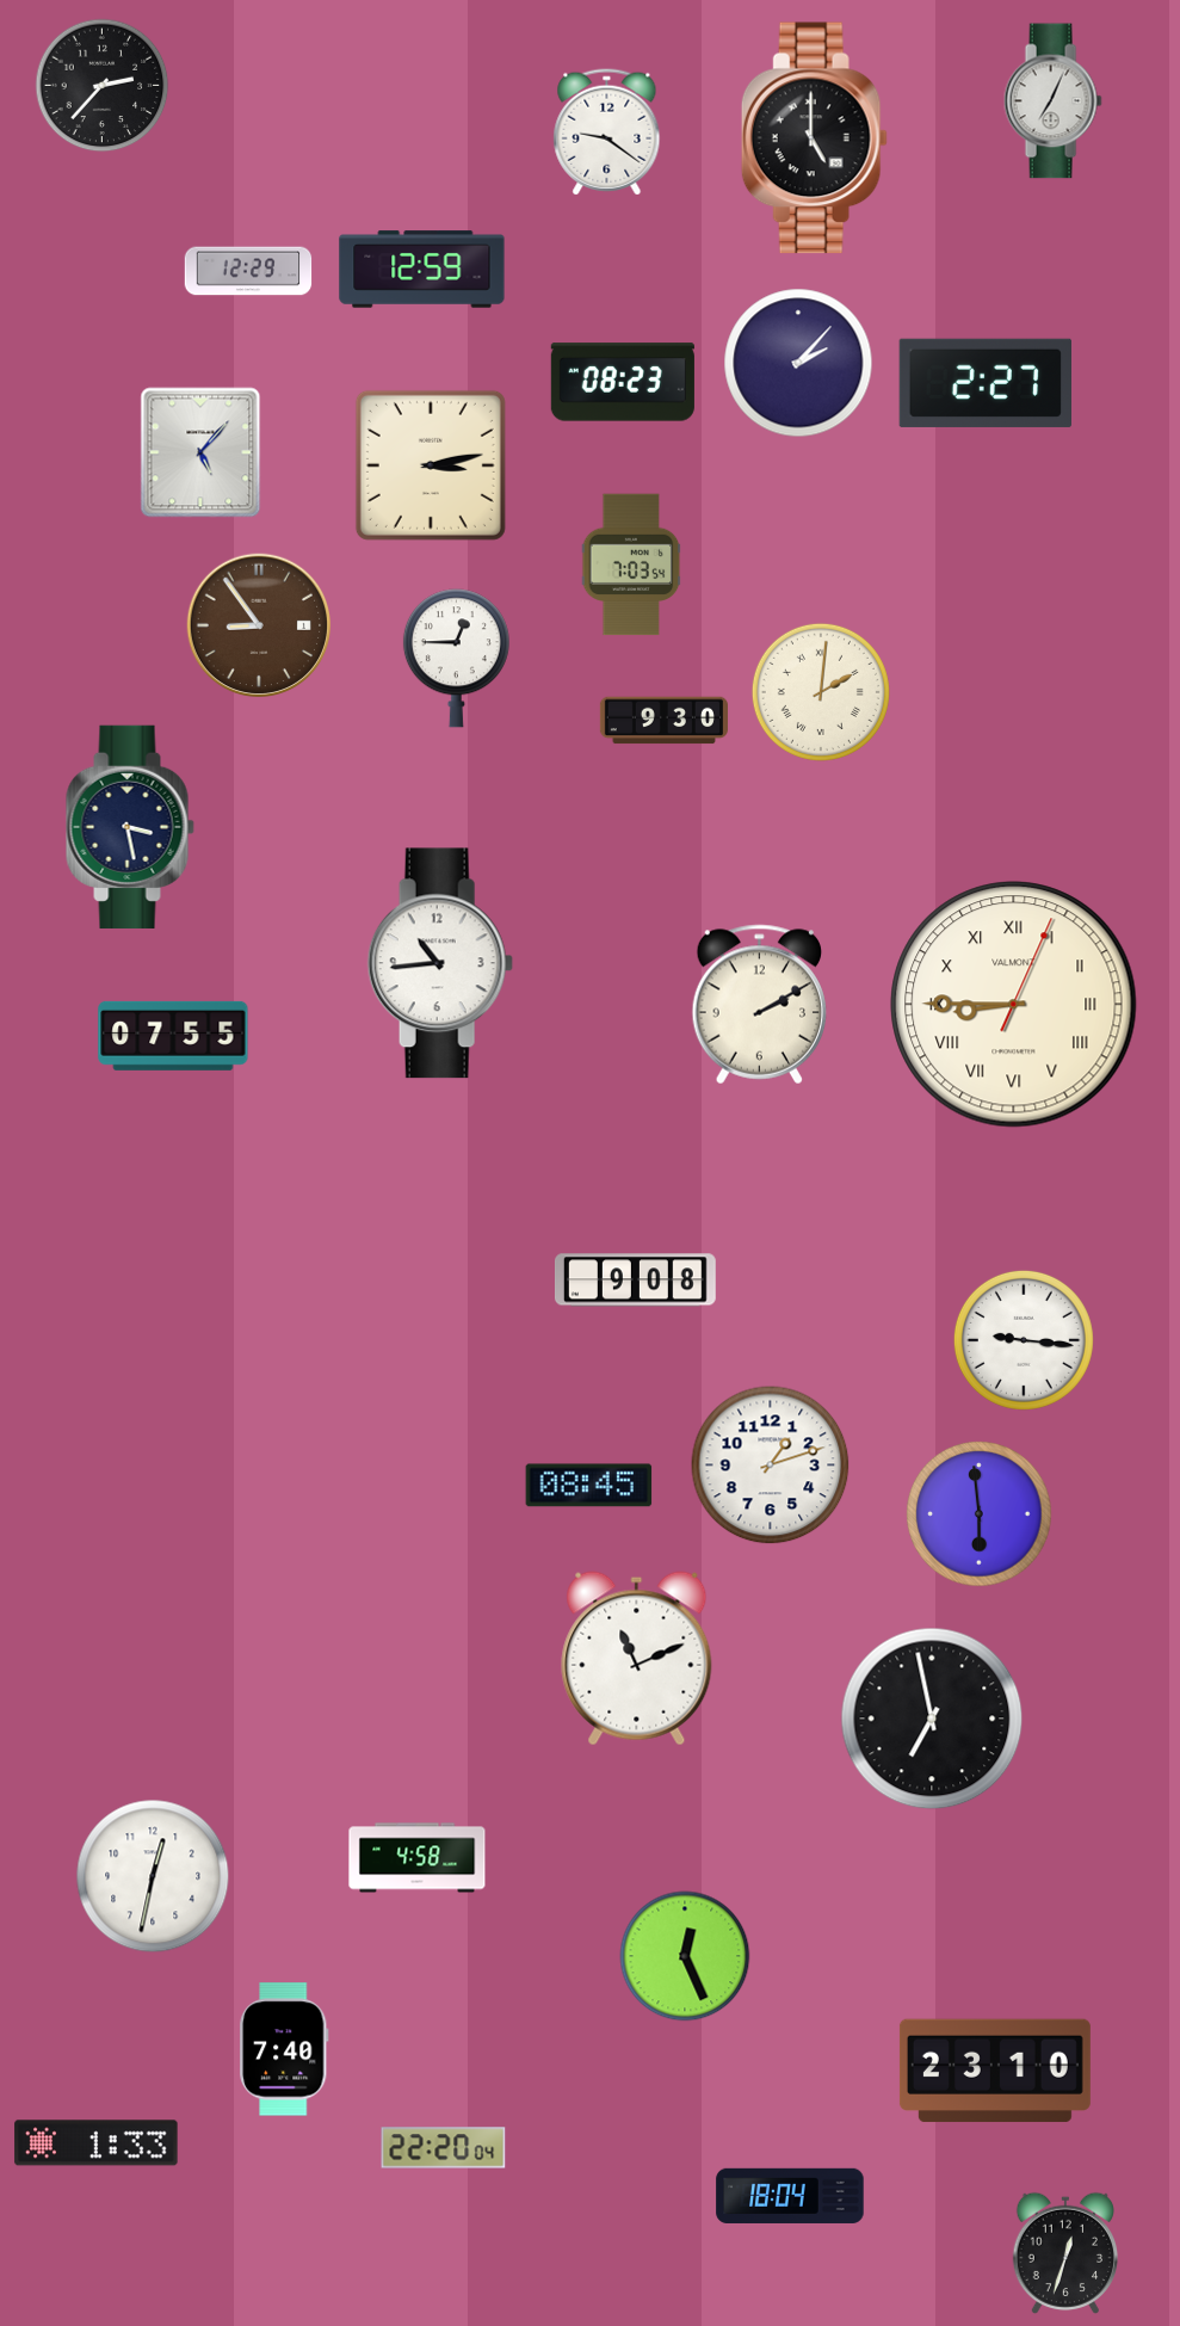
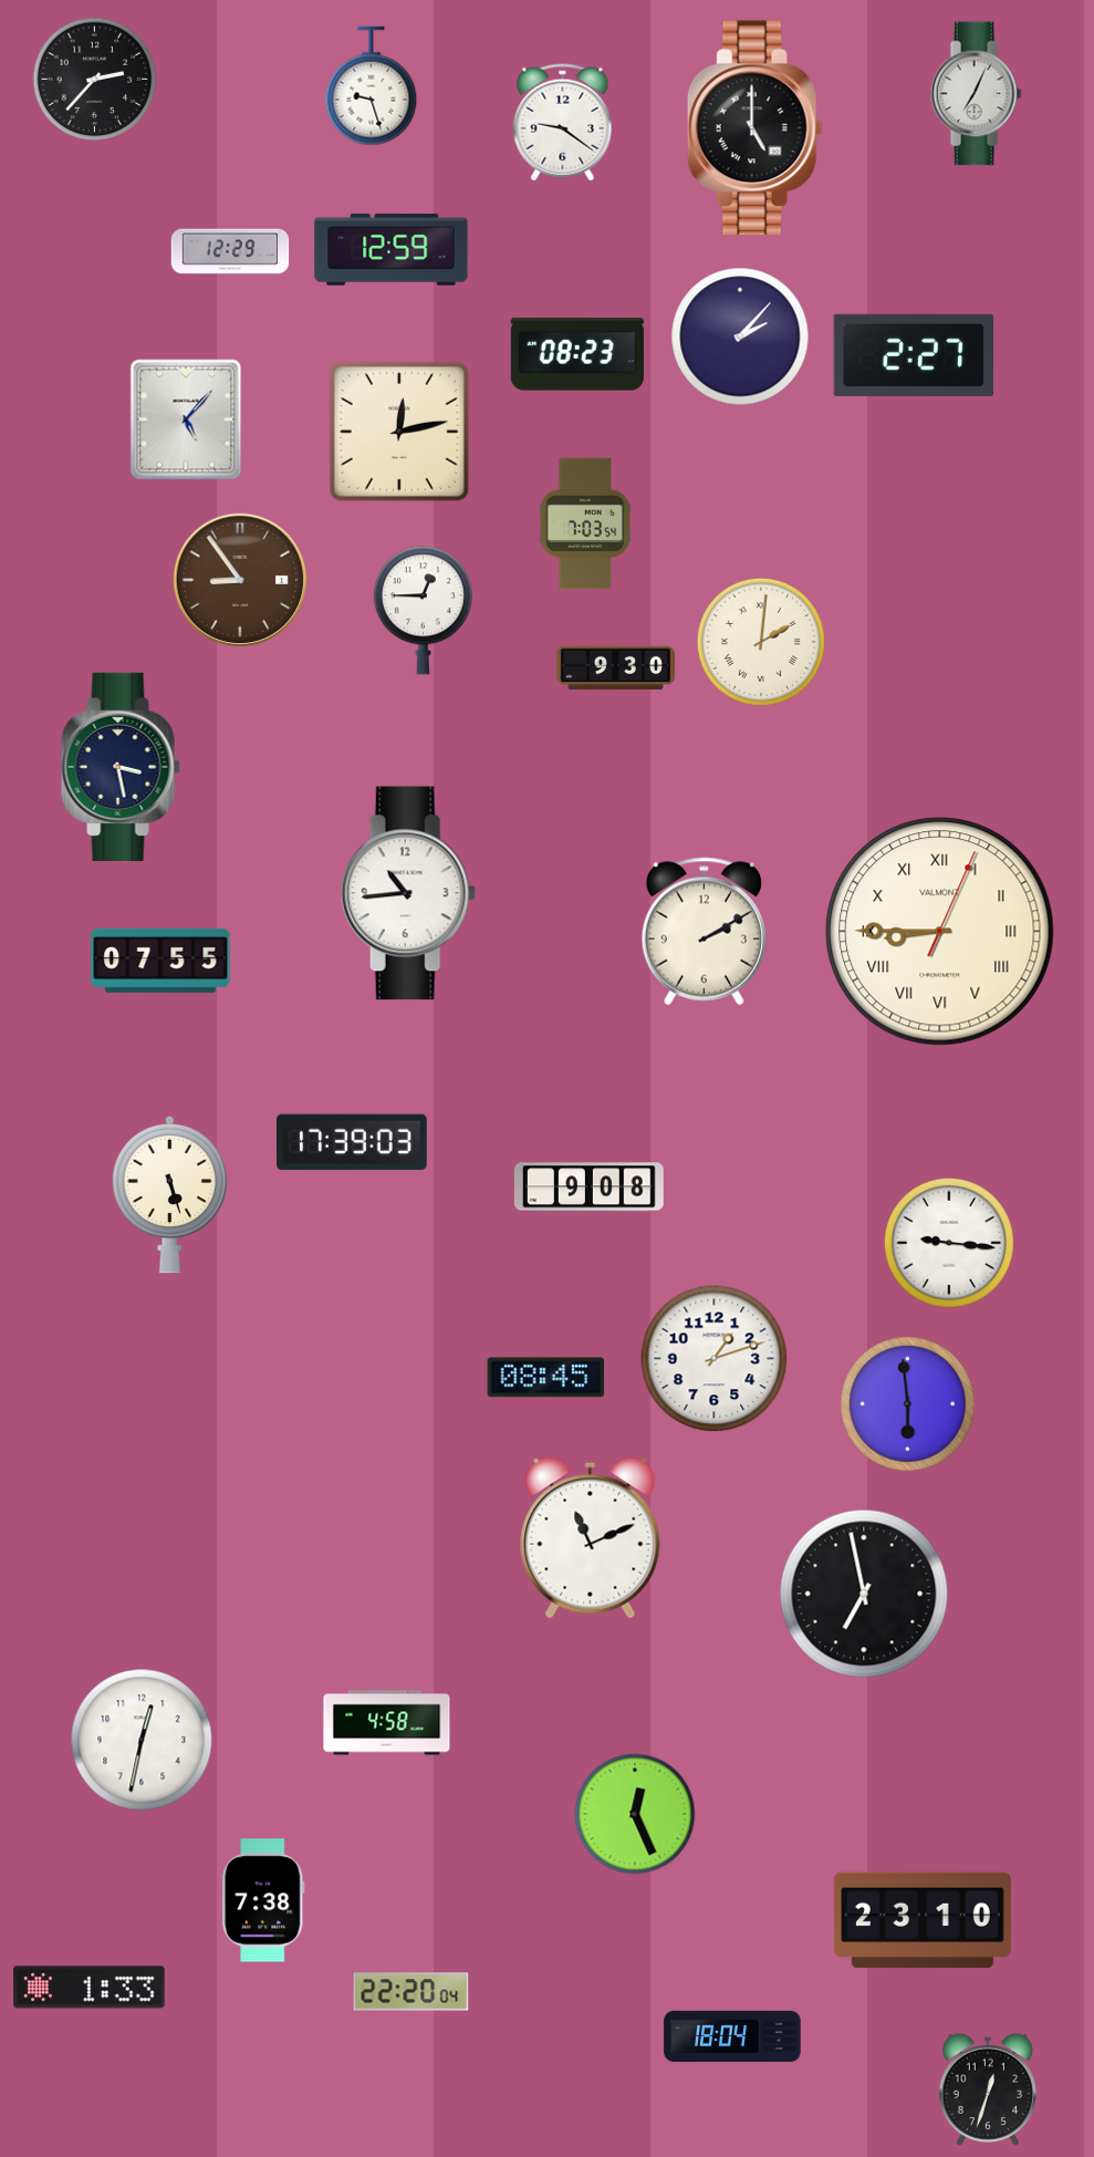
clock at (372, 86): none -> 9:27
clock at (431, 465): 3:13 -> 12:13
clock at (352, 1142): none -> 17:39
clock at (169, 1194): none -> 5:27
clock at (284, 2049): 7:40 -> 7:38
